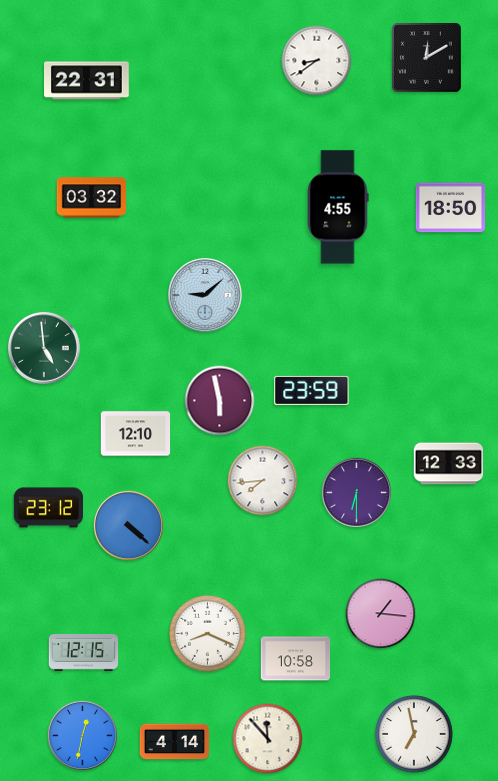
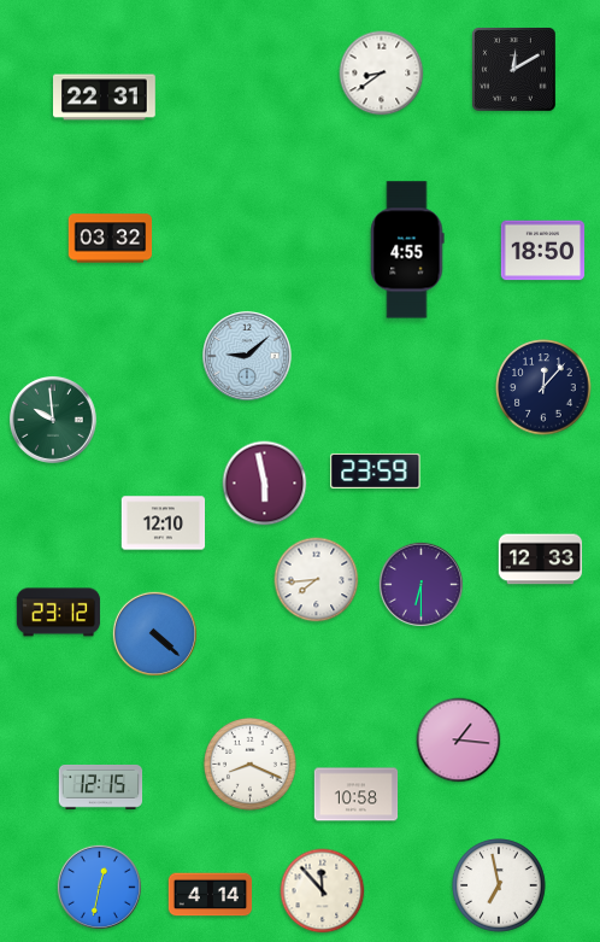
clock at (543, 387): none -> 12:07
clock at (44, 348): 4:59 -> 9:59
clock at (356, 492) position: (356, 492) -> (420, 584)
